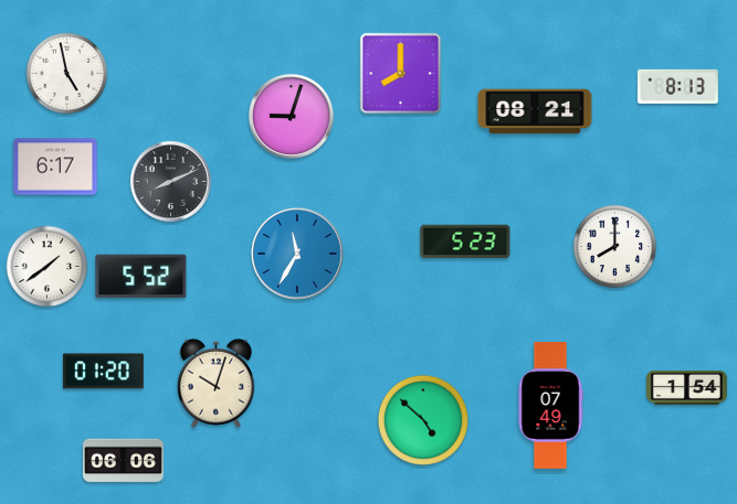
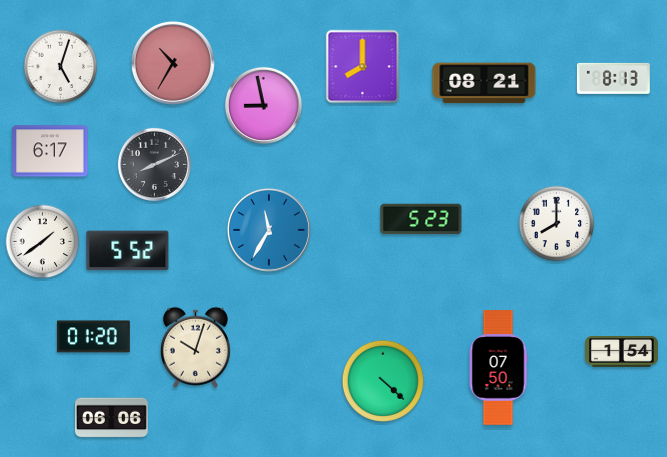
clock at (173, 63): none -> 10:35
clock at (67, 74): 4:58 -> 5:03
clock at (535, 111) position: (535, 111) -> (484, 83)
clock at (291, 116): 9:03 -> 8:58
clock at (550, 406): 07:49 -> 07:50
clock at (423, 420): 4:52 -> 4:22
